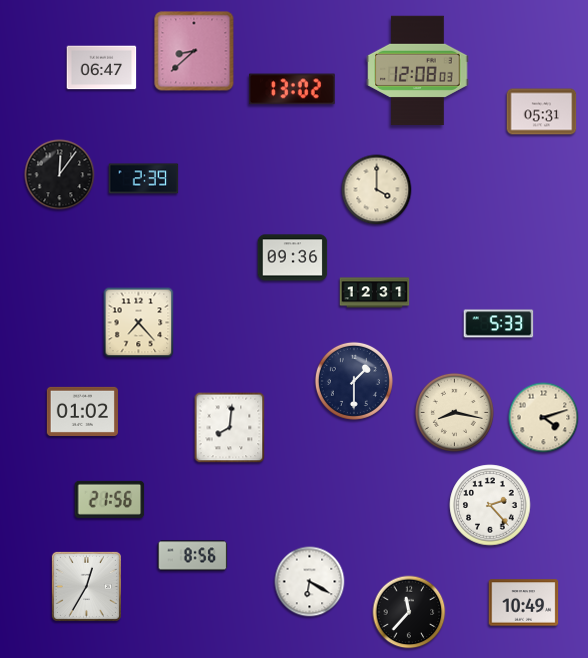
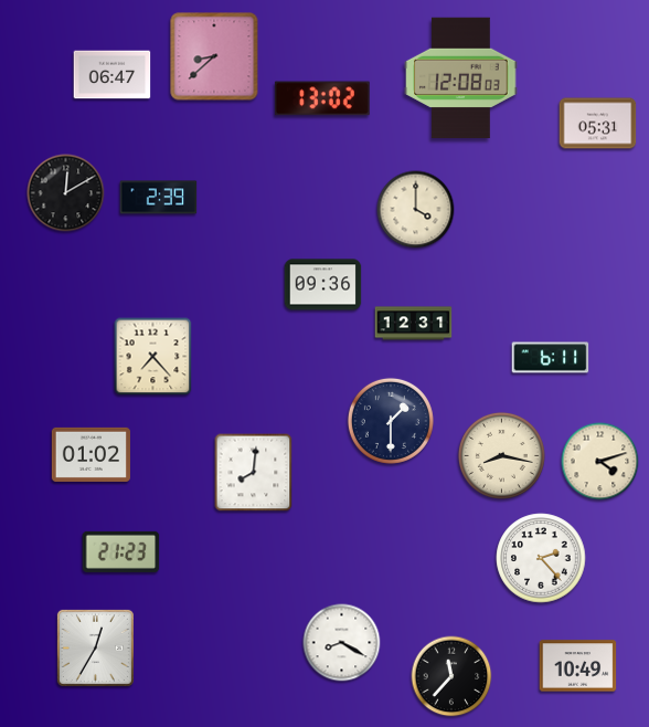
clock at (60, 175): 12:06 -> 12:10
clock at (499, 324): 5:33 -> 6:11
clock at (110, 499): 21:56 -> 21:23
clock at (193, 556): 8:56 -> none
clock at (310, 582): 6:20 -> 8:20
